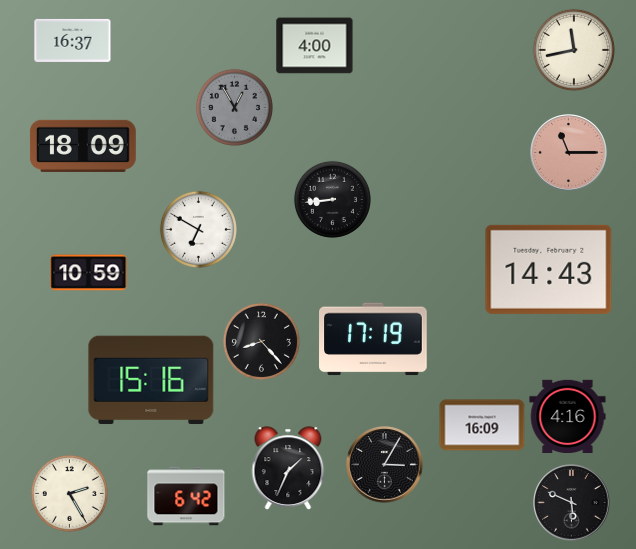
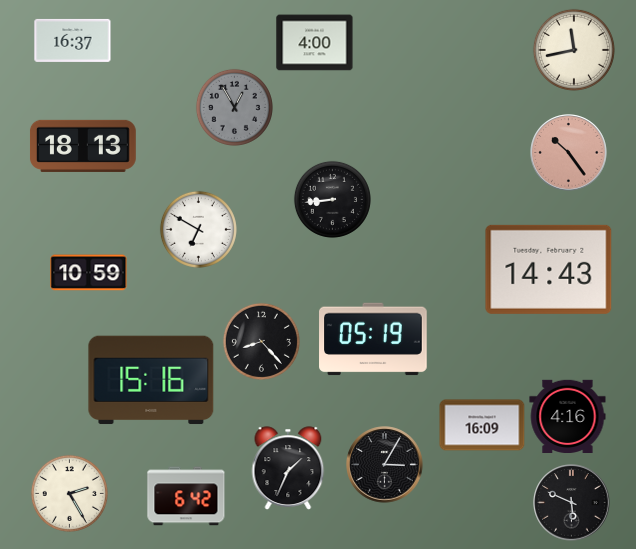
clock at (315, 46) position: (315, 46) -> (315, 43)
clock at (83, 146): 18:09 -> 18:13
clock at (569, 153): 11:15 -> 10:24
clock at (373, 339): 17:19 -> 05:19
